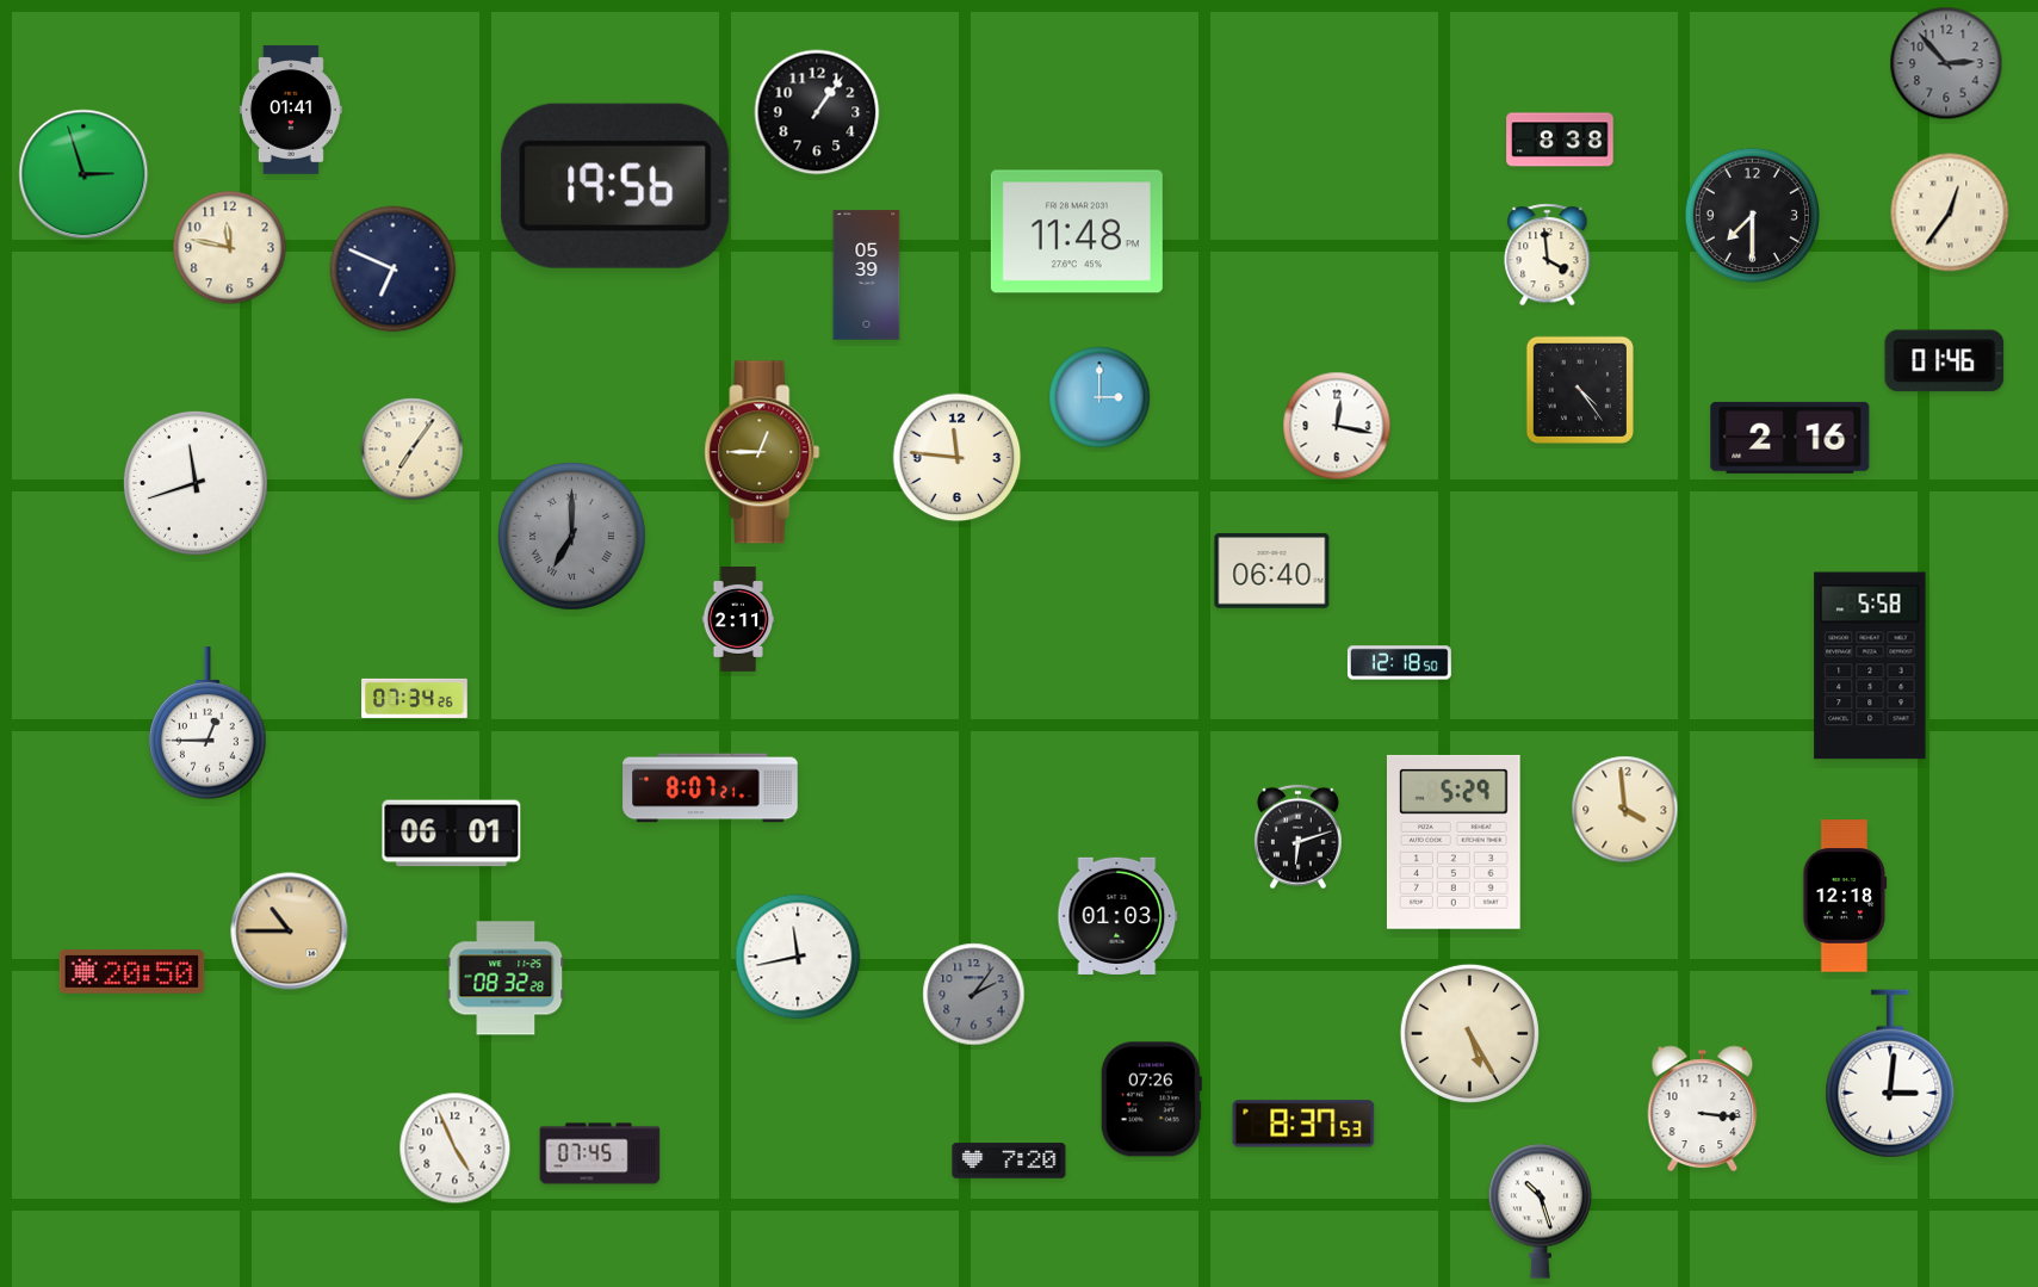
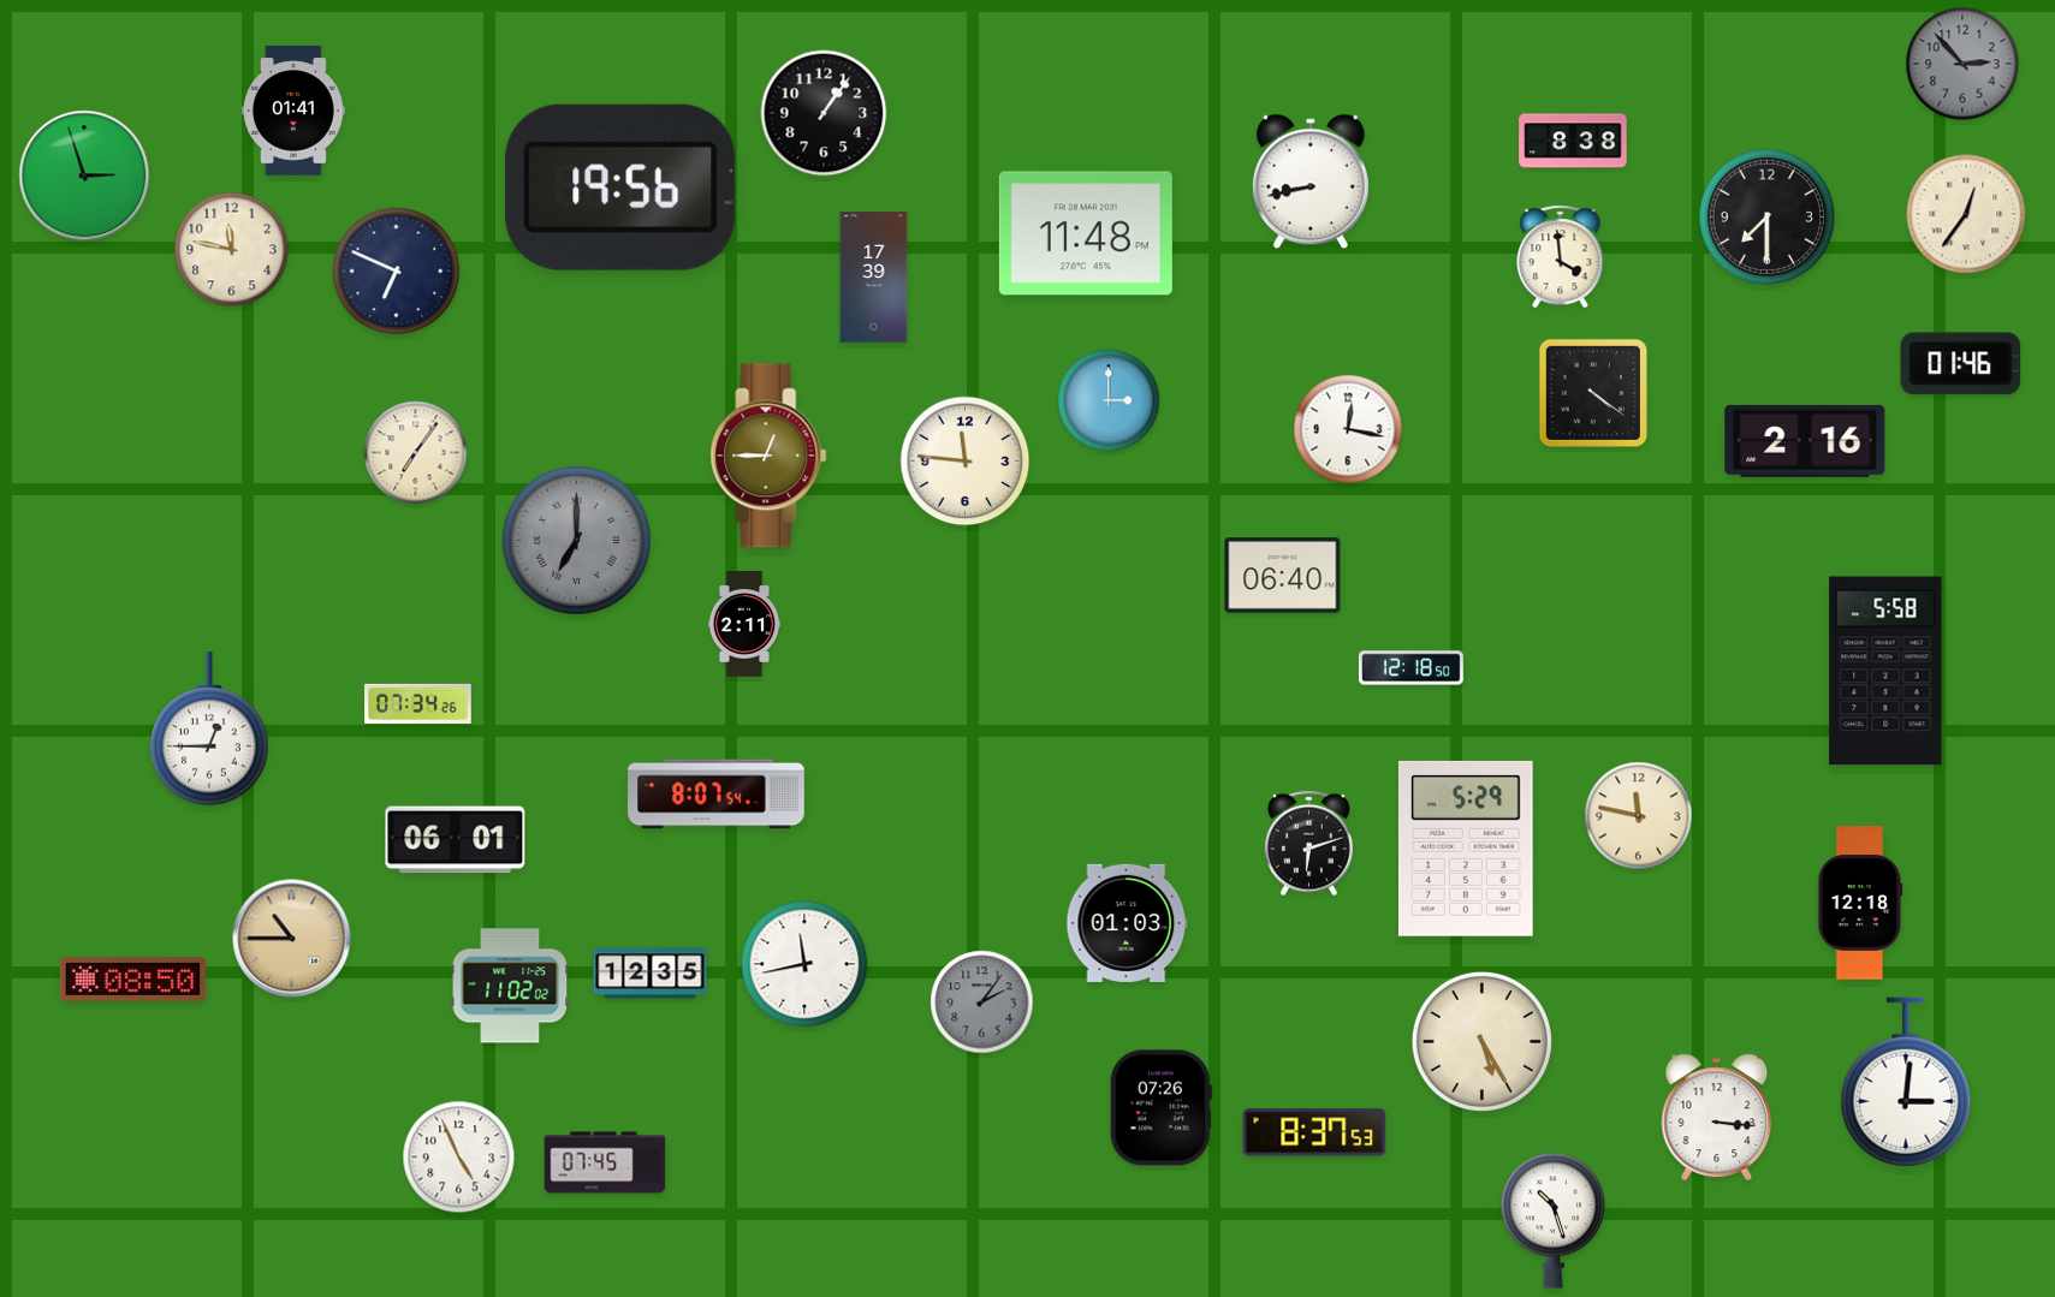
clock at (1311, 182): none -> 8:43
clock at (867, 276): 05:39 -> 17:39
clock at (1579, 389): 4:24 -> 4:21
clock at (196, 483): 11:42 -> none
clock at (711, 788): 8:07:21 -> 8:07:54
clock at (1625, 810): 3:59 -> 11:47
clock at (651, 974): none -> 12:35
clock at (132, 972): 20:50 -> 08:50
clock at (506, 978): 08:32 -> 11:02
clock at (1009, 1161): 7:20 -> none
